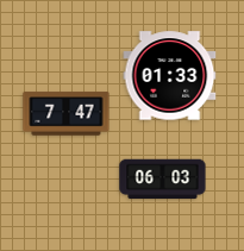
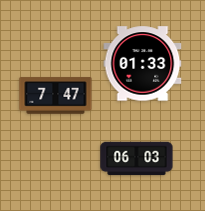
clock at (163, 180) position: (163, 180) -> (137, 159)
